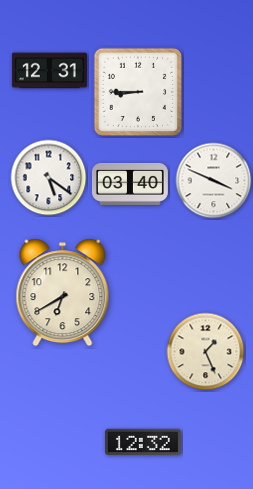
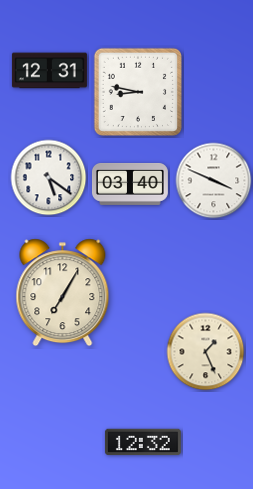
clock at (138, 92): 8:45 -> 8:47
clock at (63, 293): 6:40 -> 7:05
